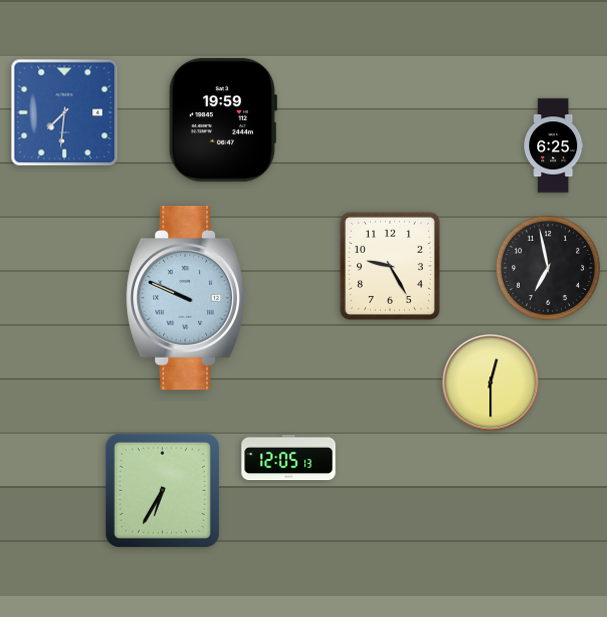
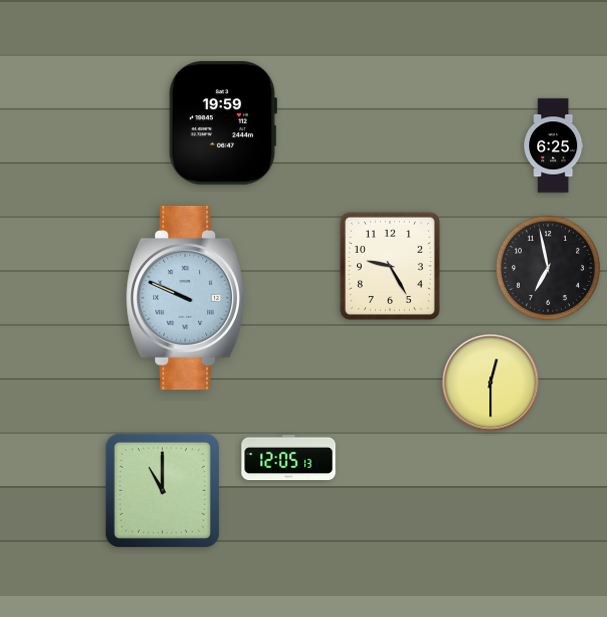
clock at (65, 113): 7:31 -> none
clock at (223, 120) position: (223, 120) -> (223, 123)
clock at (162, 490): 6:35 -> 11:00
